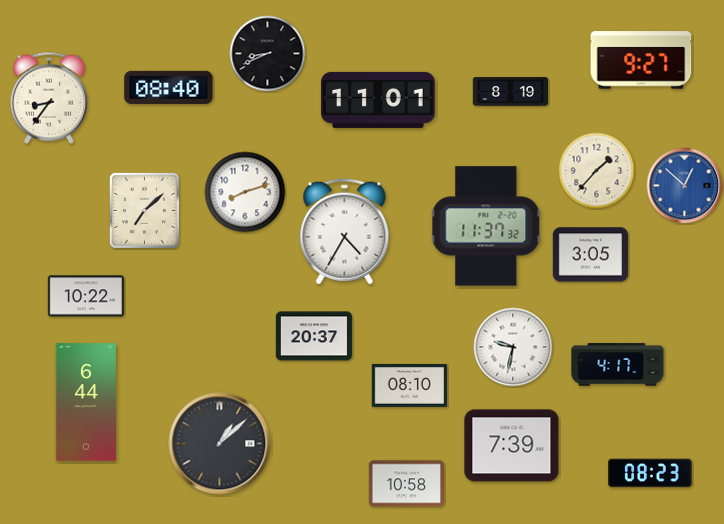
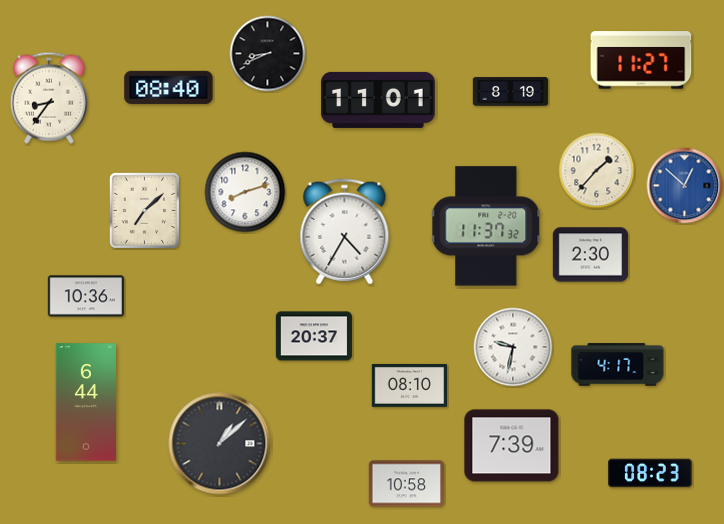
clock at (641, 60): 9:27 -> 11:27
clock at (591, 255): 3:05 -> 2:30
clock at (85, 296): 10:22 -> 10:36
